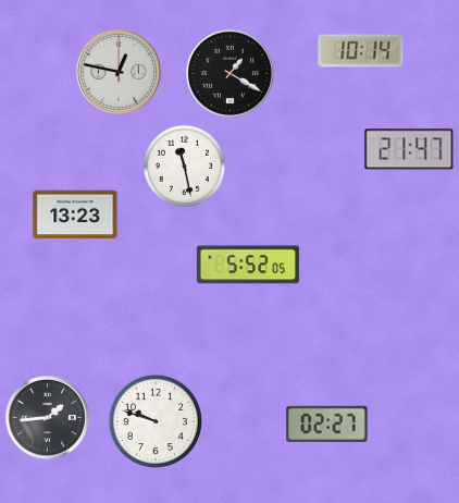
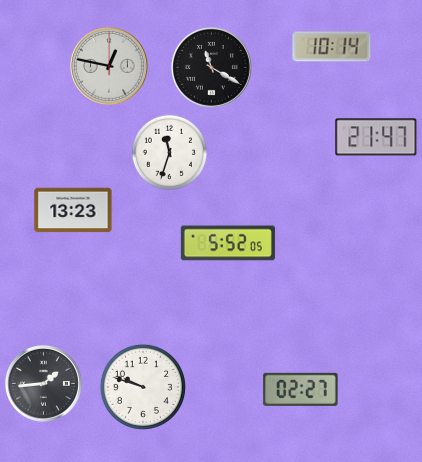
clock at (230, 73): 1:20 -> 11:20
clock at (184, 165): 11:28 -> 11:33
clock at (75, 214) position: (75, 214) -> (73, 210)
